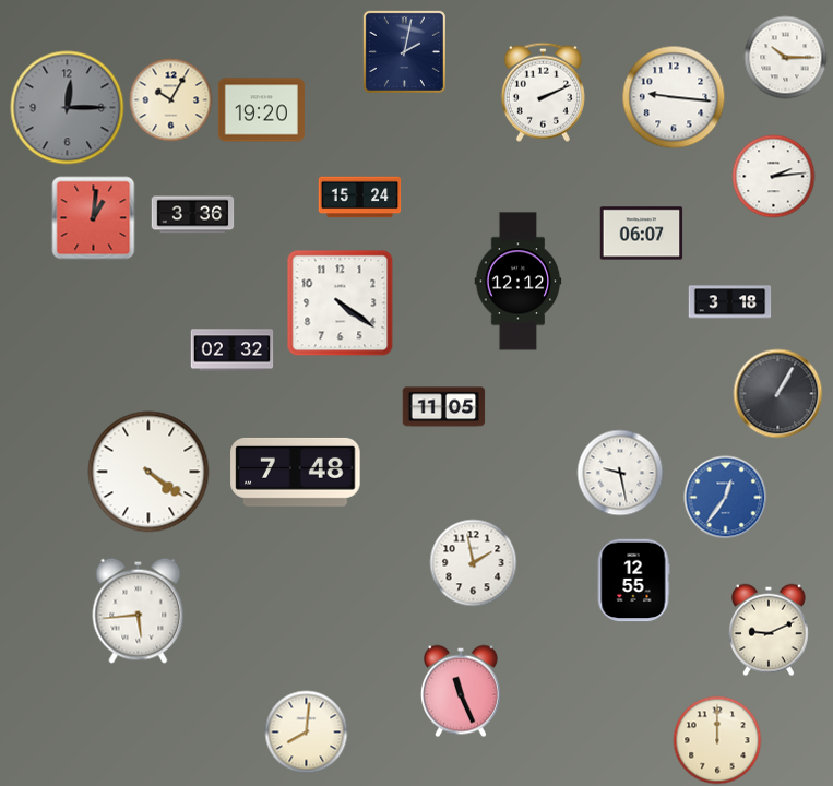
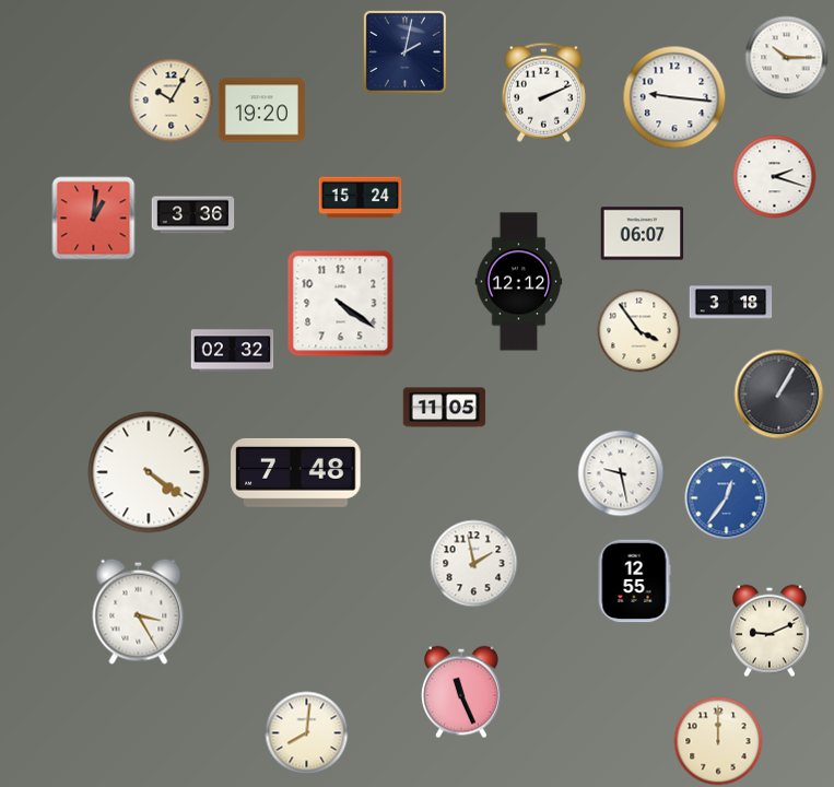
clock at (68, 108): 12:15 -> none
clock at (774, 177): 2:14 -> 2:18
clock at (639, 331): none -> 3:54
clock at (139, 610): 5:44 -> 3:25
